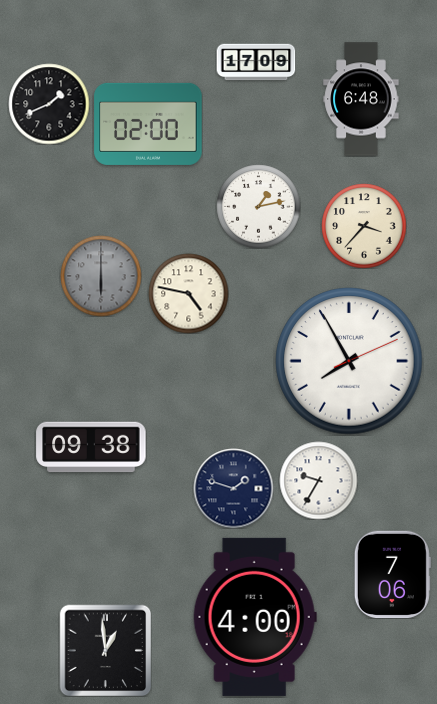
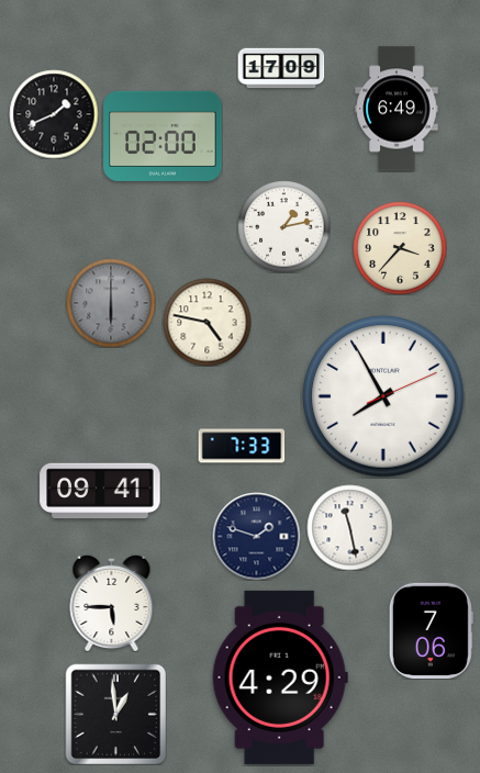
clock at (361, 99): 6:48 -> 6:49
clock at (242, 446): none -> 7:33
clock at (91, 447): 09:38 -> 09:41
clock at (318, 480): 9:35 -> 11:28
clock at (112, 603): none -> 5:45
clock at (255, 617): 4:00 -> 4:29
